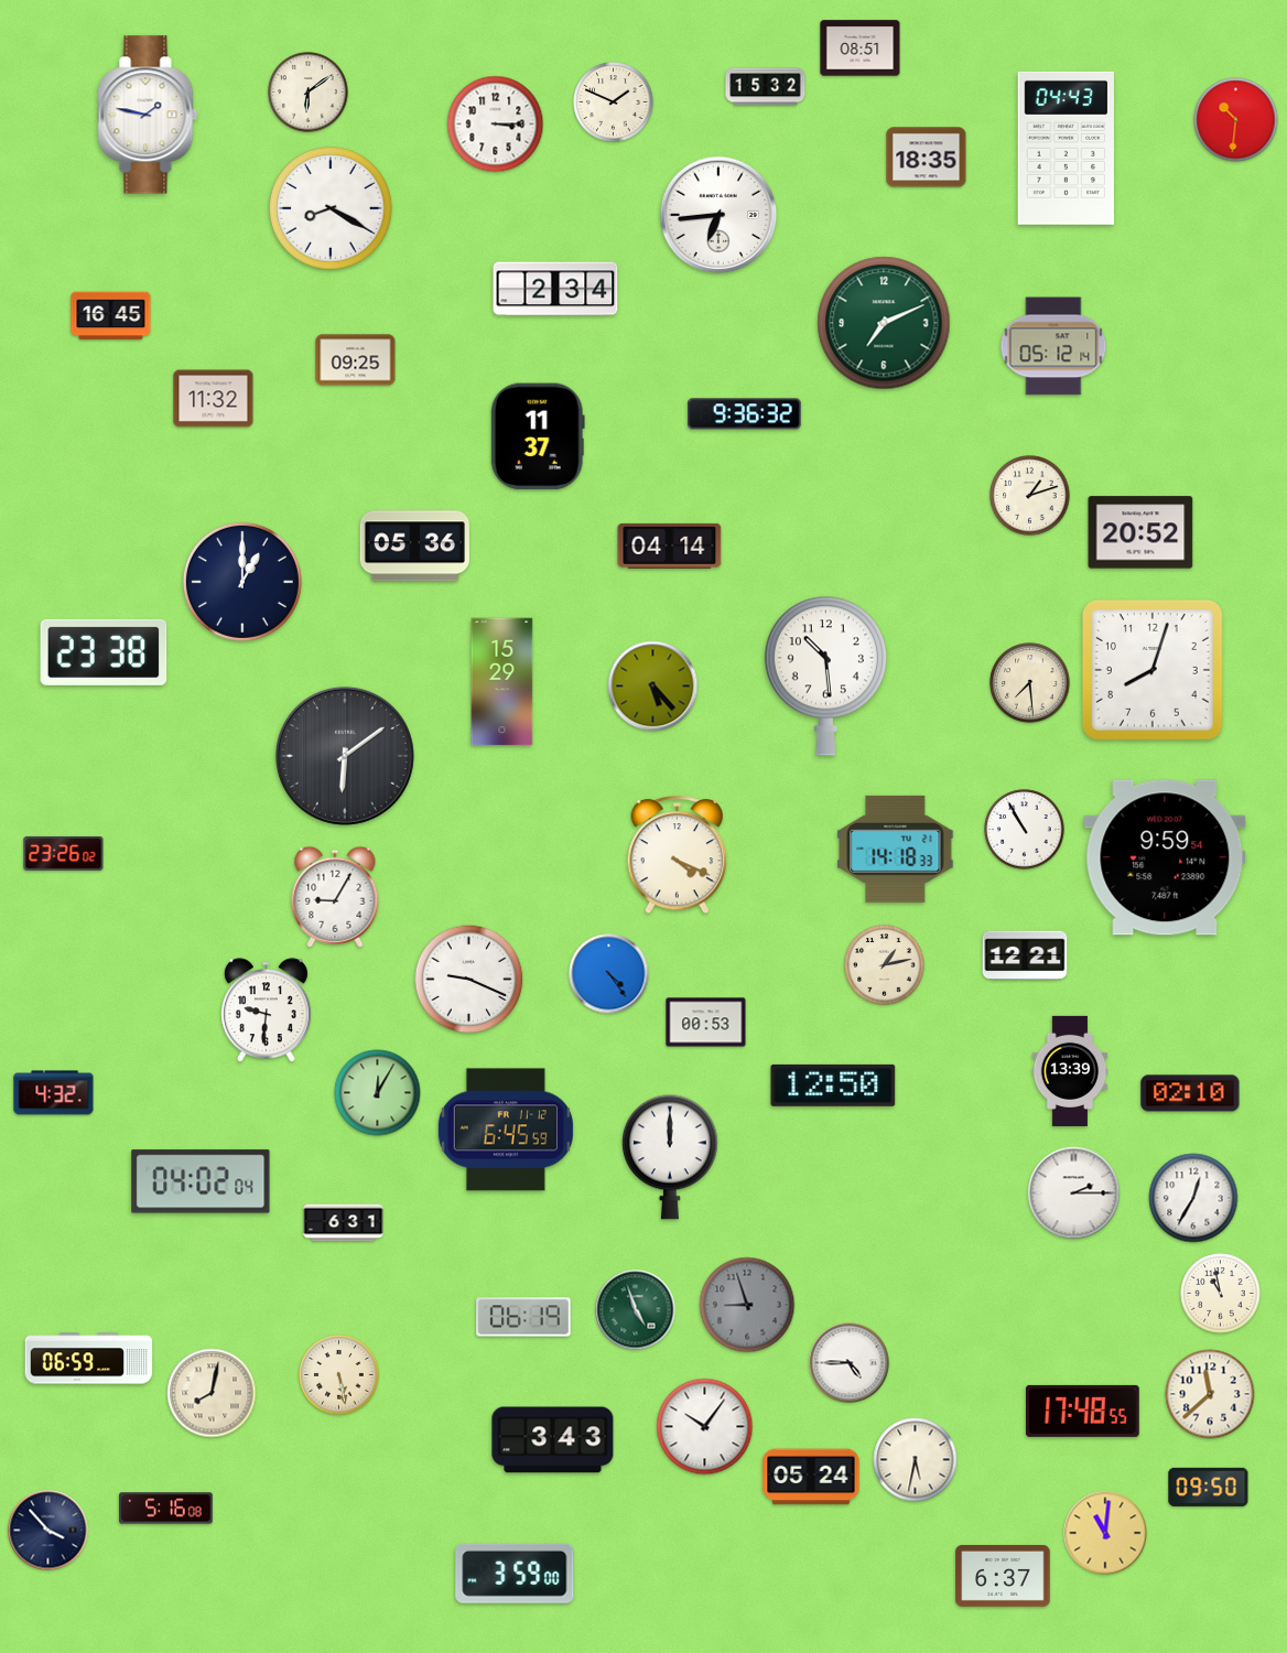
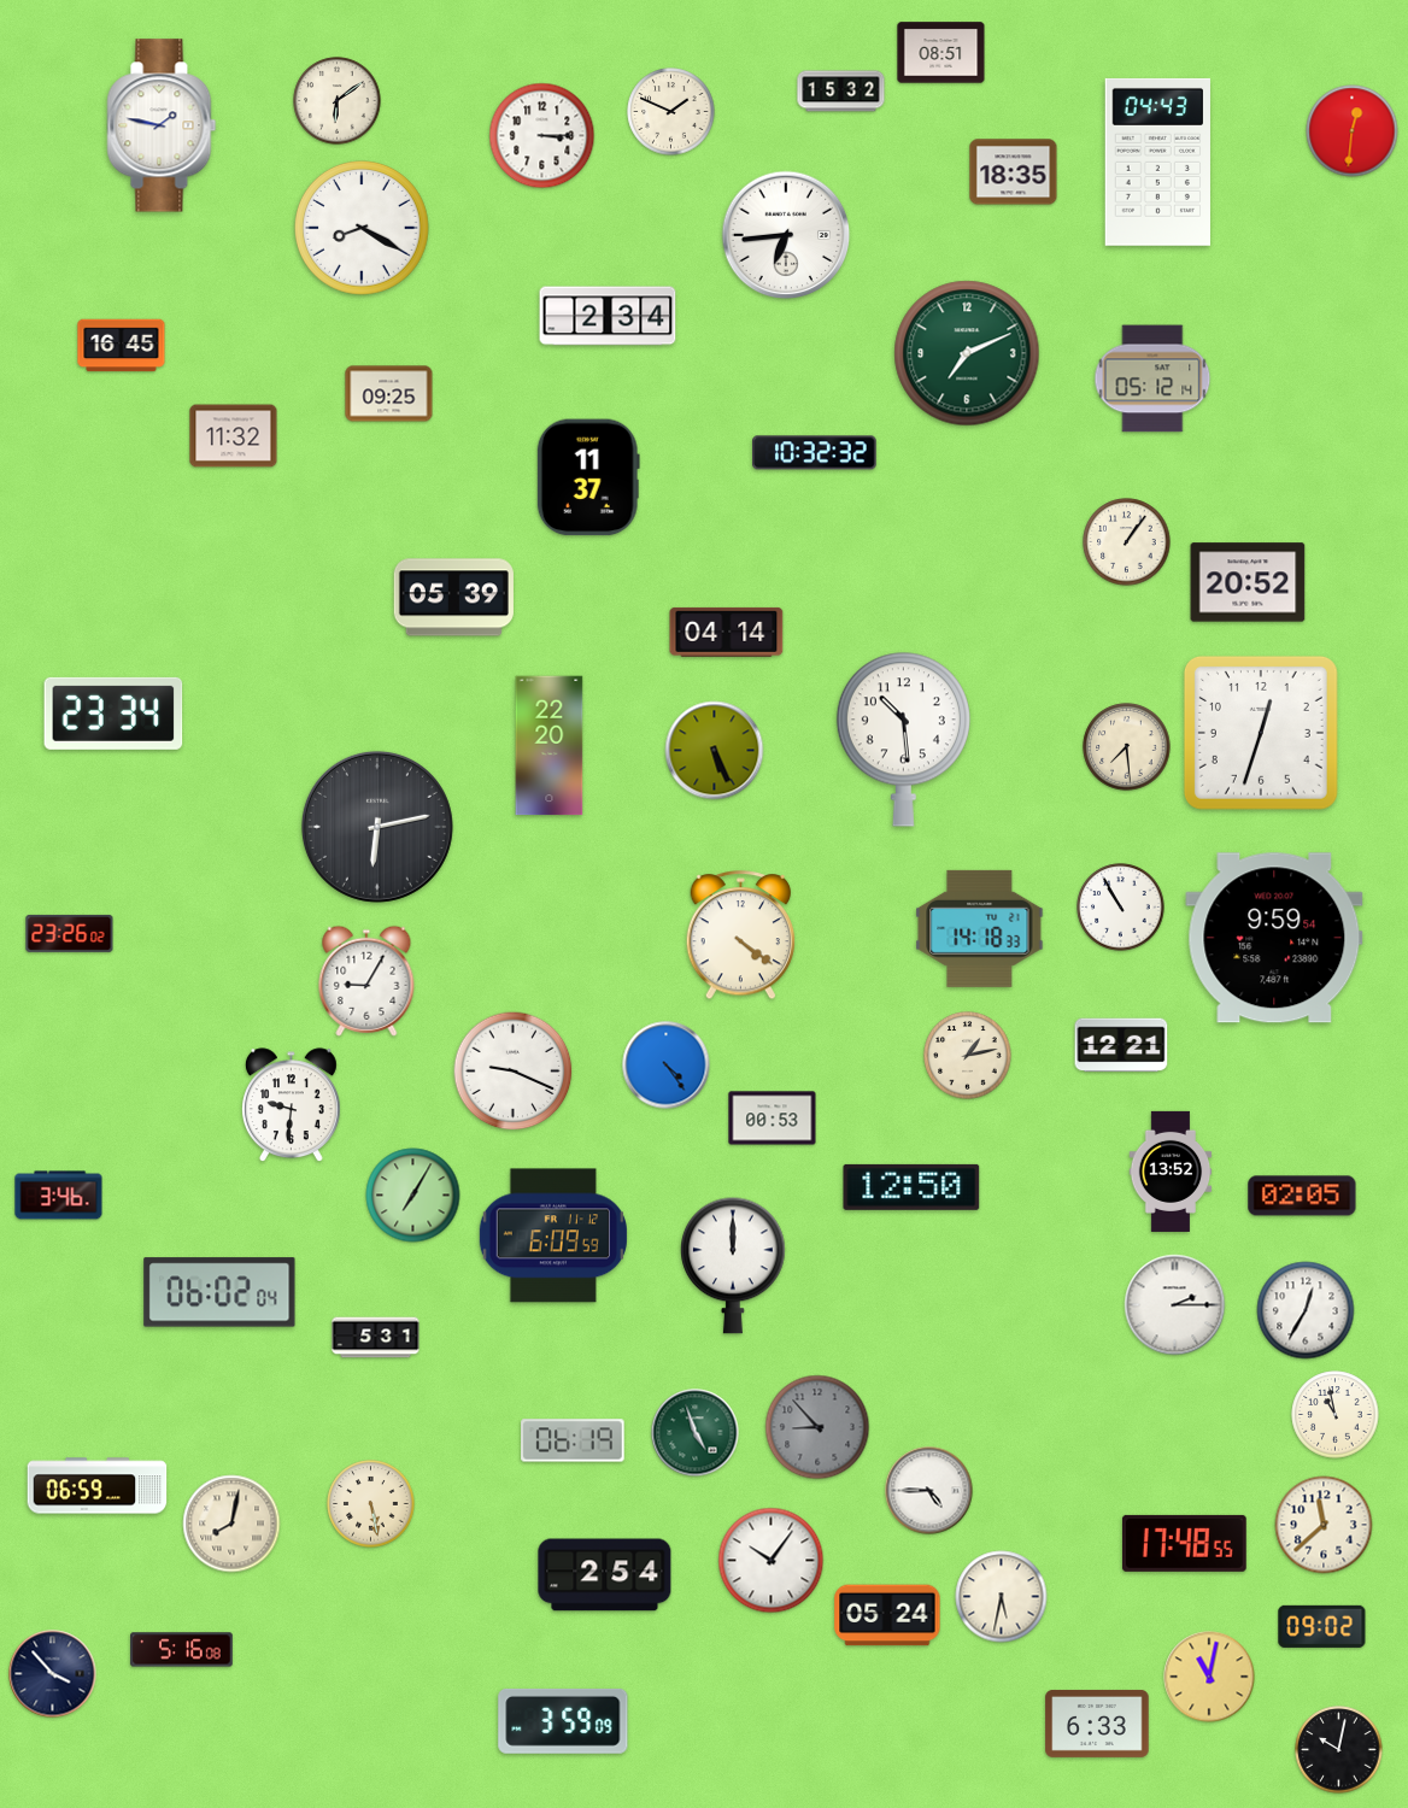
clock at (766, 87) position: (766, 87) -> (841, 92)
clock at (1236, 120): 10:31 -> 12:31
clock at (1066, 148) position: (1066, 148) -> (1157, 162)
clock at (745, 414): 9:36 -> 10:32
clock at (1030, 496): 1:12 -> 1:06
clock at (670, 545) position: (670, 545) -> (727, 632)
clock at (414, 547): 05:36 -> 05:39
clock at (242, 582): 1:00 -> none
clock at (104, 652): 23:38 -> 23:34
clock at (1153, 670): 8:03 -> 12:33
clock at (502, 682): 15:29 -> 22:20
clock at (653, 687): 5:23 -> 5:26
clock at (345, 756): 6:09 -> 6:13
clock at (678, 855): 4:19 -> 4:21
clock at (1070, 1071): 13:39 -> 13:52
clock at (54, 1093): 4:32 -> 3:46
clock at (378, 1093): 12:05 -> 7:05
clock at (1190, 1093): 02:10 -> 02:05
clock at (506, 1130): 6:45 -> 6:09
clock at (201, 1181): 04:02 -> 06:02
clock at (344, 1223): 6:31 -> 5:31
clock at (747, 1305): 8:57 -> 8:53
clock at (553, 1440): 3:43 -> 2:54
clock at (1209, 1487): 09:50 -> 09:02
clock at (1105, 1533): 11:01 -> 11:02
clock at (515, 1574): 3:59:00 -> 3:59:09
clock at (1003, 1576): 6:37 -> 6:33
clock at (1339, 1750): none -> 10:02
